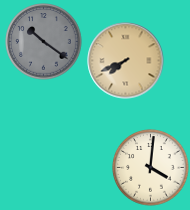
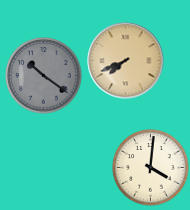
clock at (44, 42) position: (44, 42) -> (44, 76)
